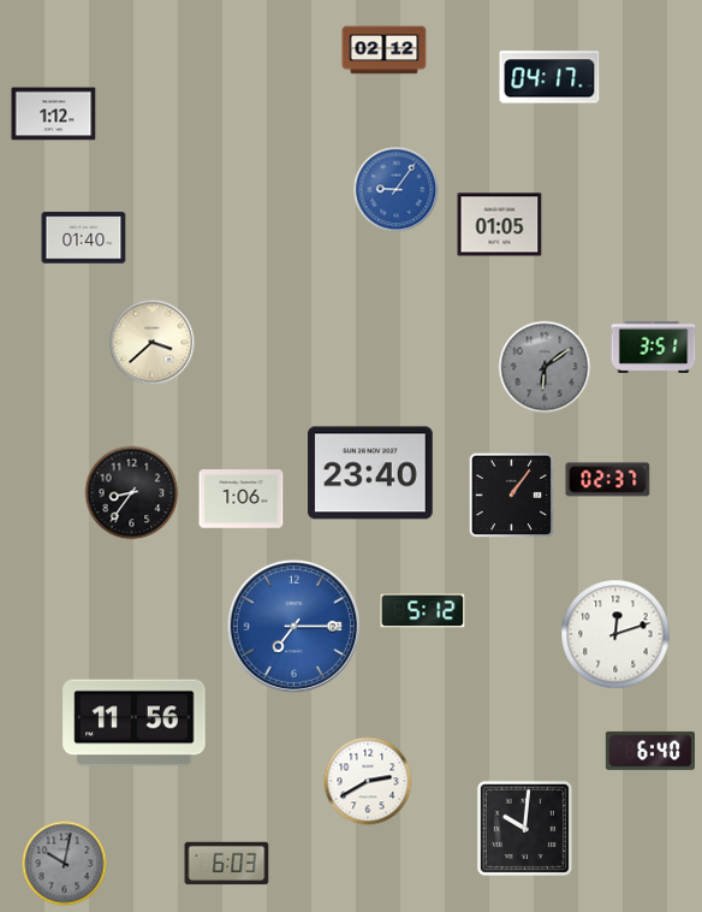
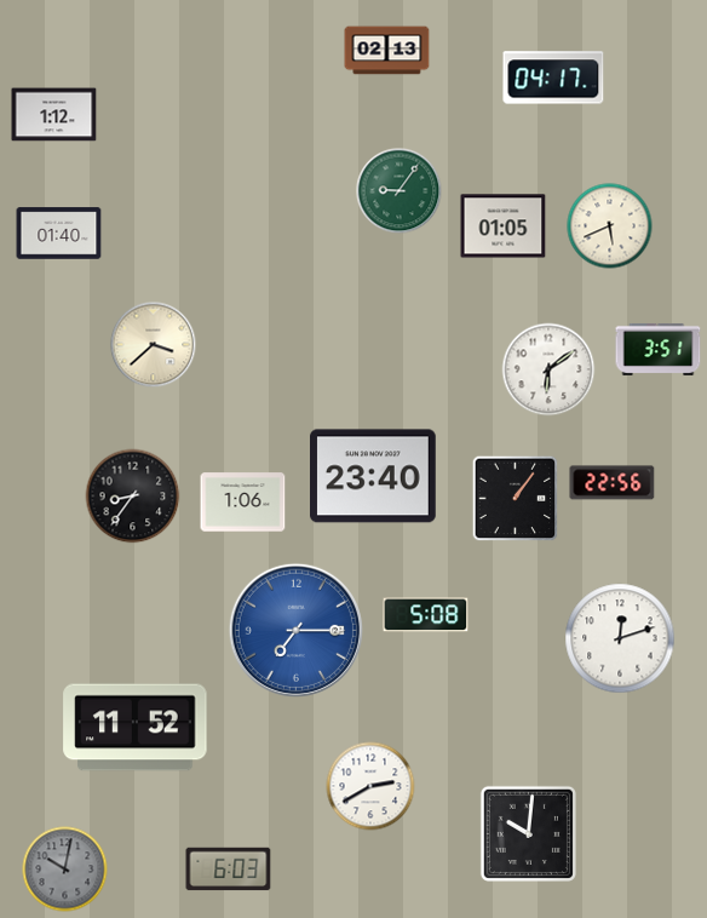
clock at (385, 51): 02:12 -> 02:13
clock at (397, 190) dial: blue -> green
clock at (610, 226): none -> 5:41
clock at (84, 238) position: (84, 238) -> (59, 234)
clock at (545, 367) dial: grey -> white
clock at (608, 480): 02:37 -> 22:56
clock at (423, 611): 5:12 -> 5:08
clock at (135, 723): 11:56 -> 11:52
clock at (650, 751): 6:40 -> none
